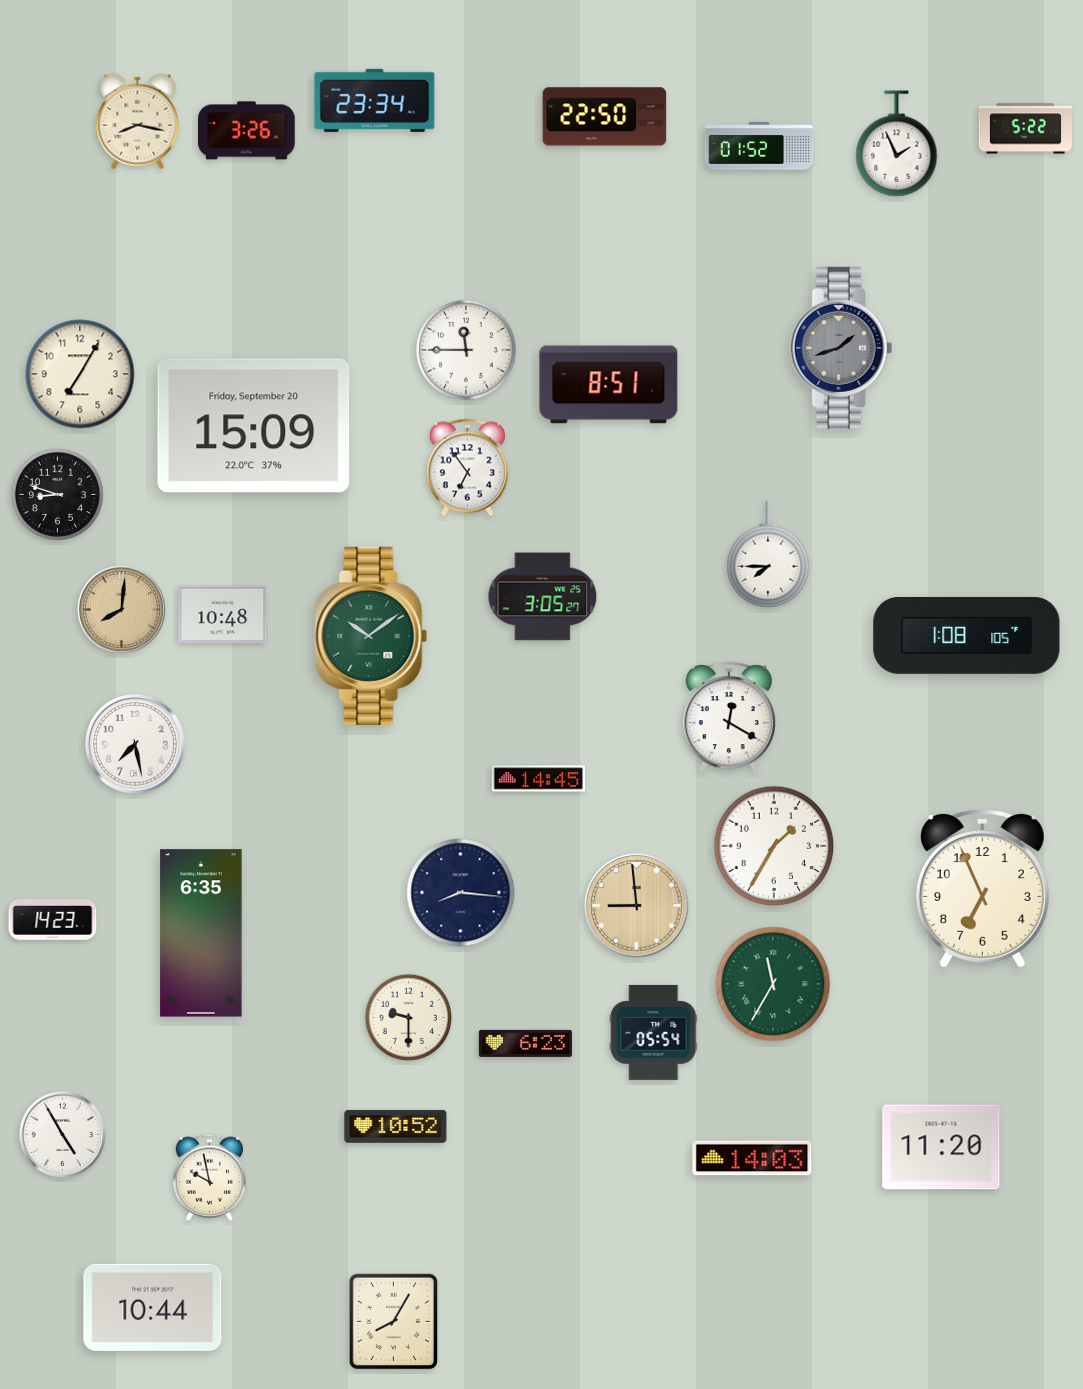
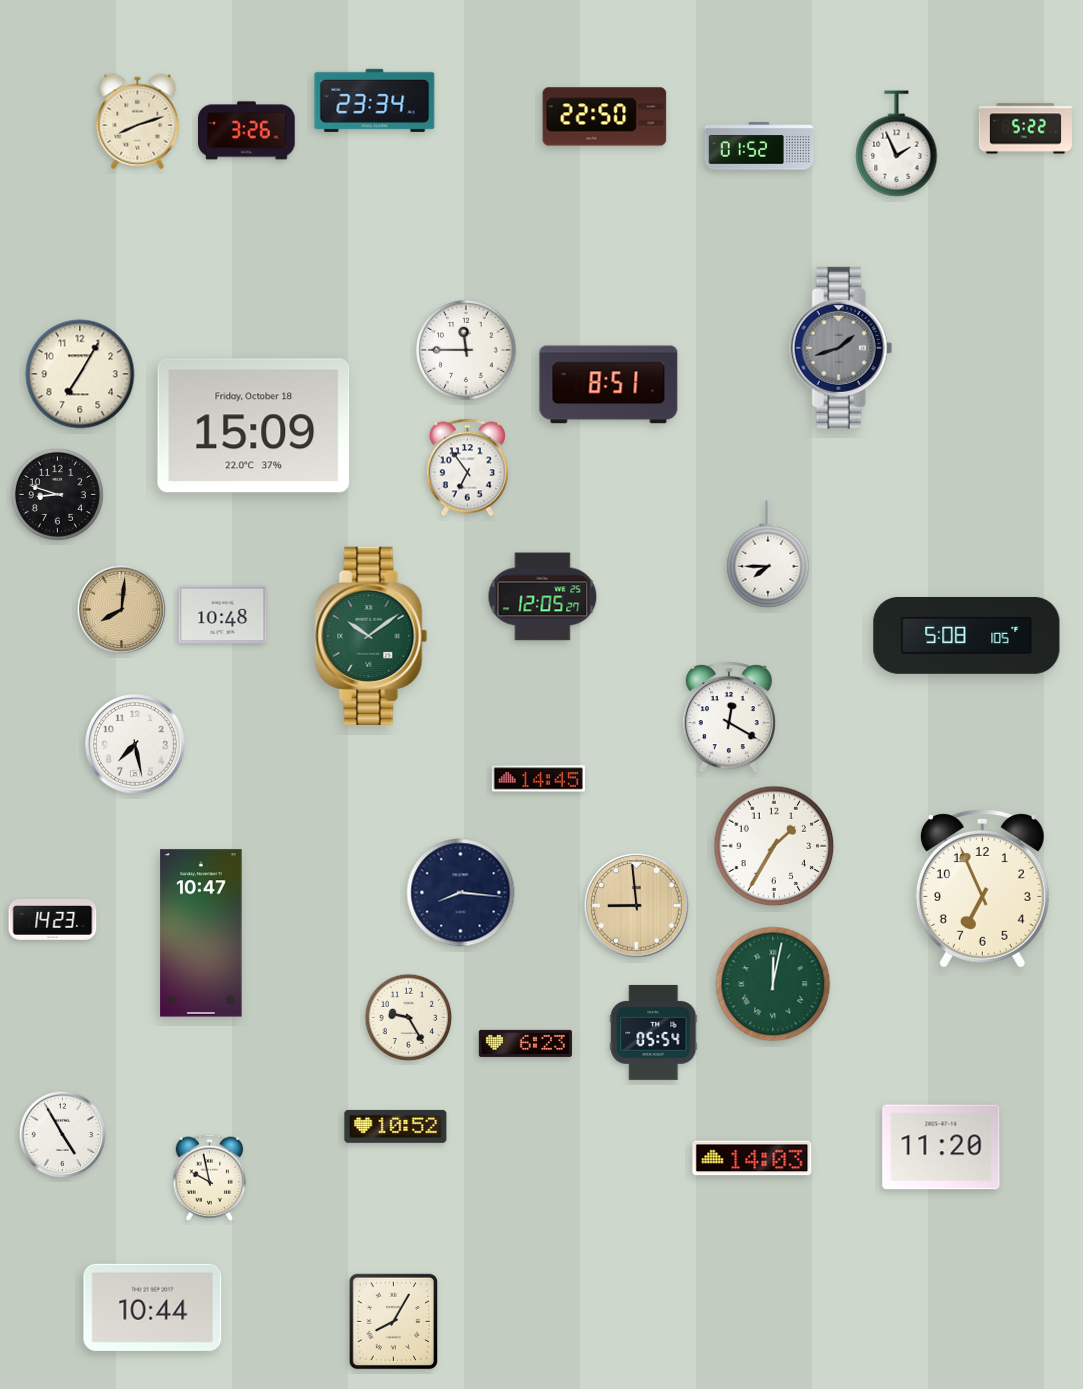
clock at (138, 122): 8:17 -> 8:12
clock at (254, 426) date: Friday, September 20 -> Friday, October 18
clock at (543, 597): 3:05 -> 12:05
clock at (967, 635): 1:08 -> 5:08
clock at (201, 933): 6:35 -> 10:47
clock at (773, 984): 11:35 -> 12:02
clock at (409, 1018): 9:30 -> 9:25
